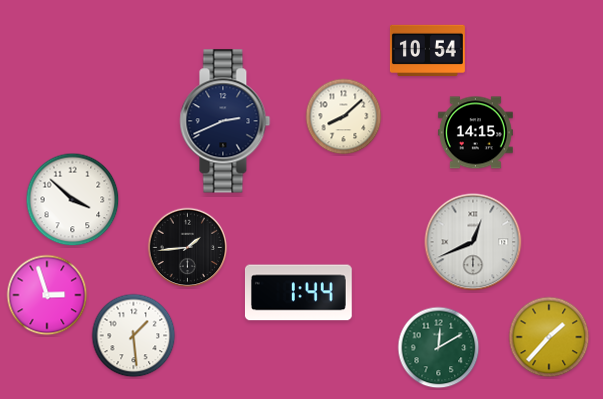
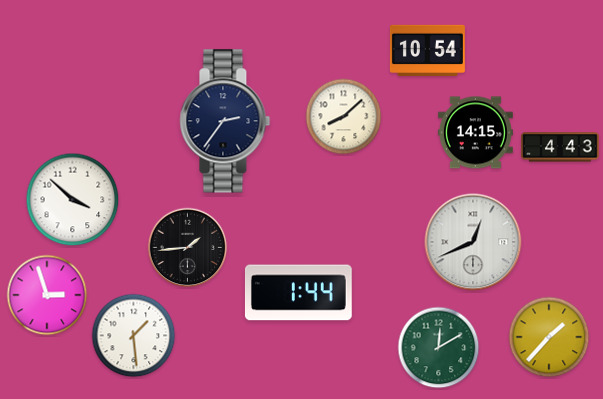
clock at (225, 121): 2:41 -> 2:36
clock at (560, 147): none -> 4:43
